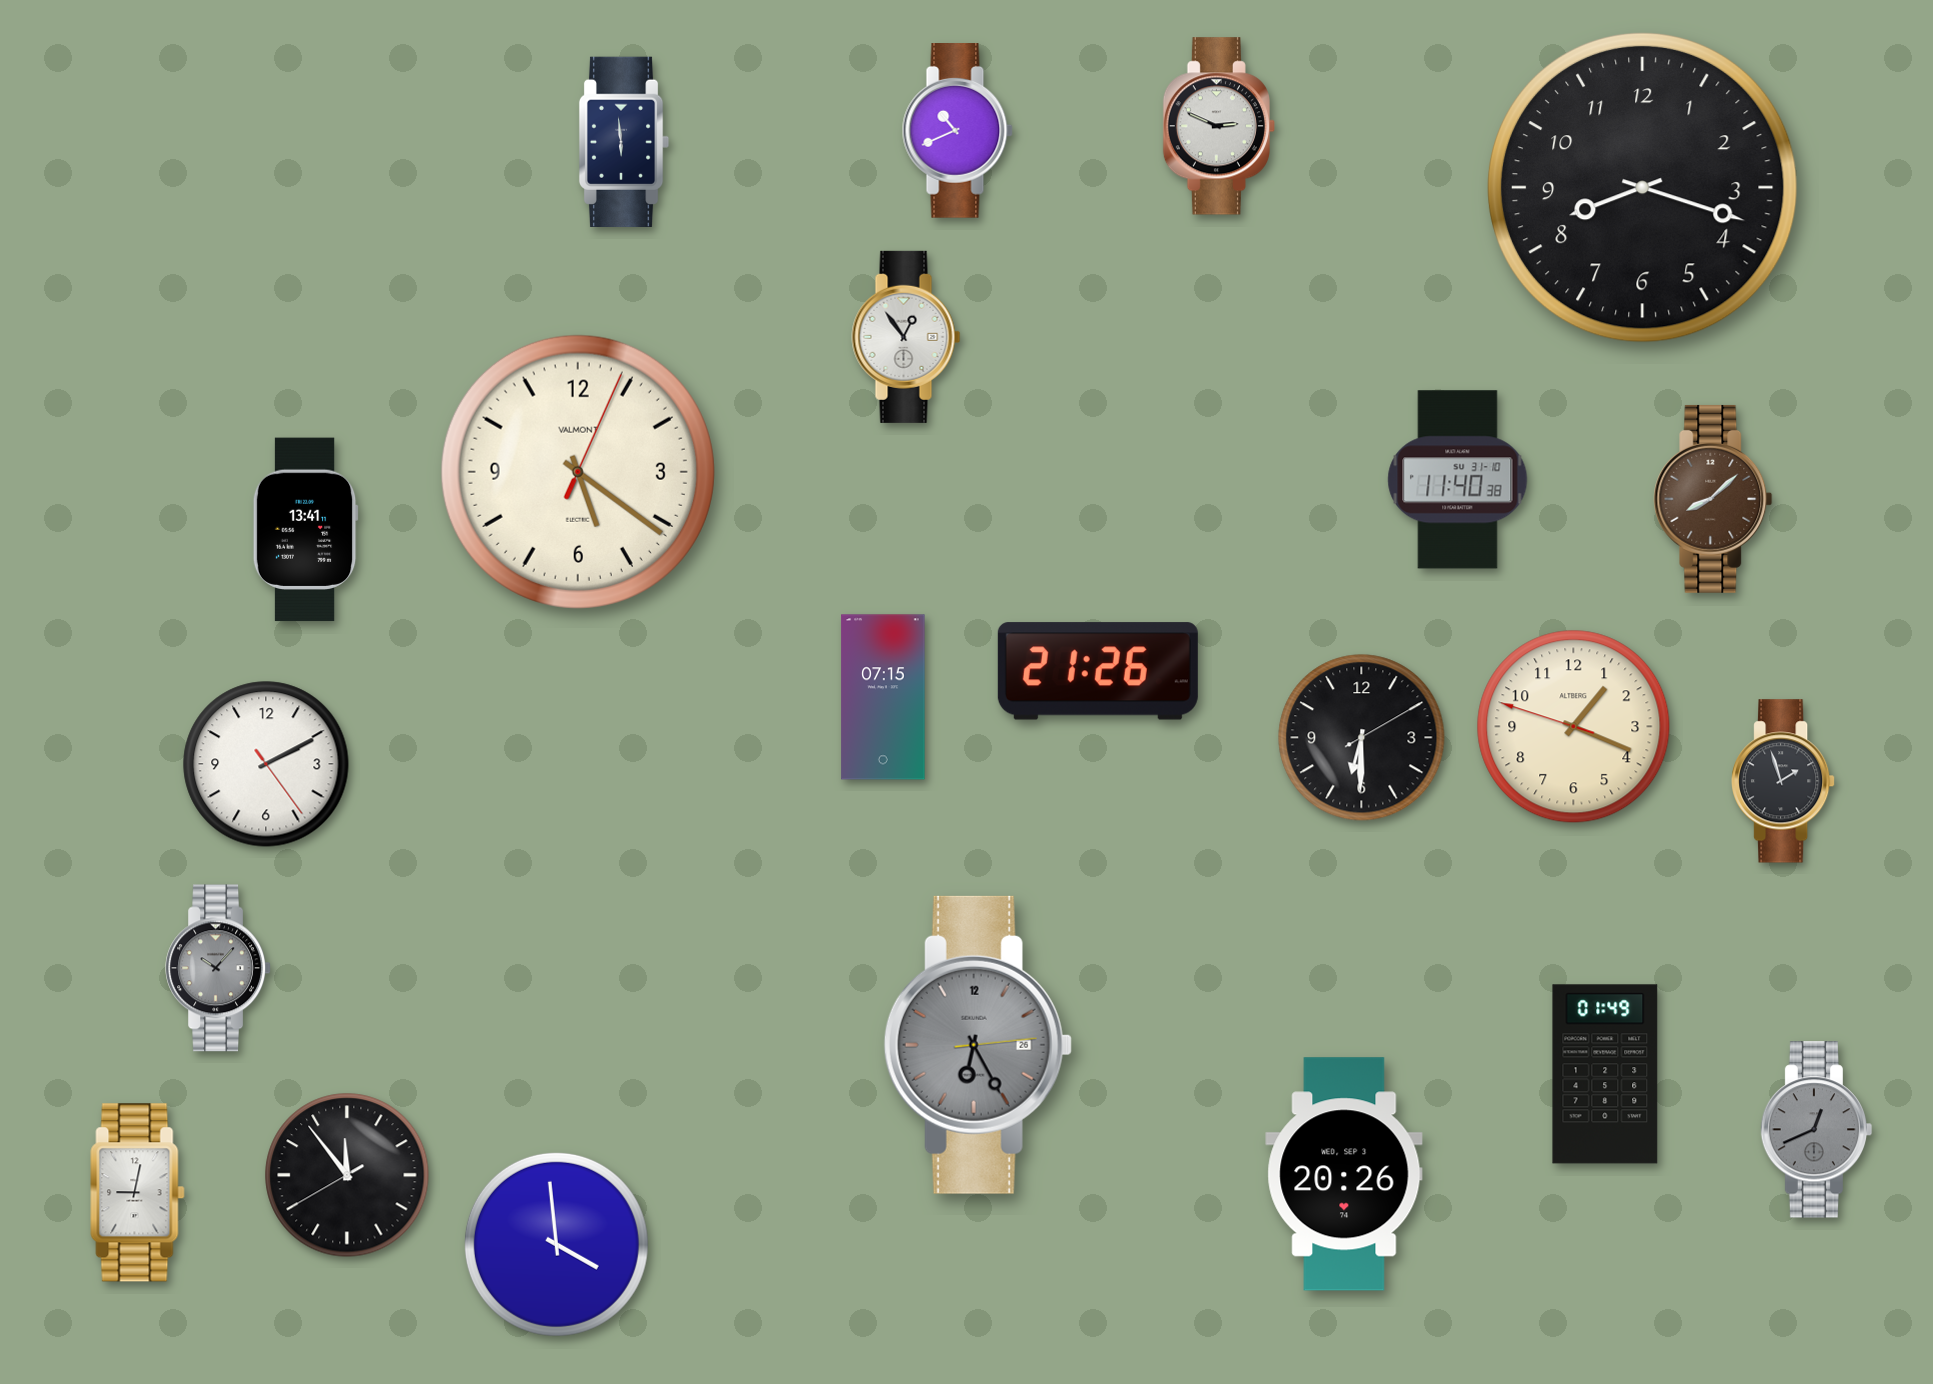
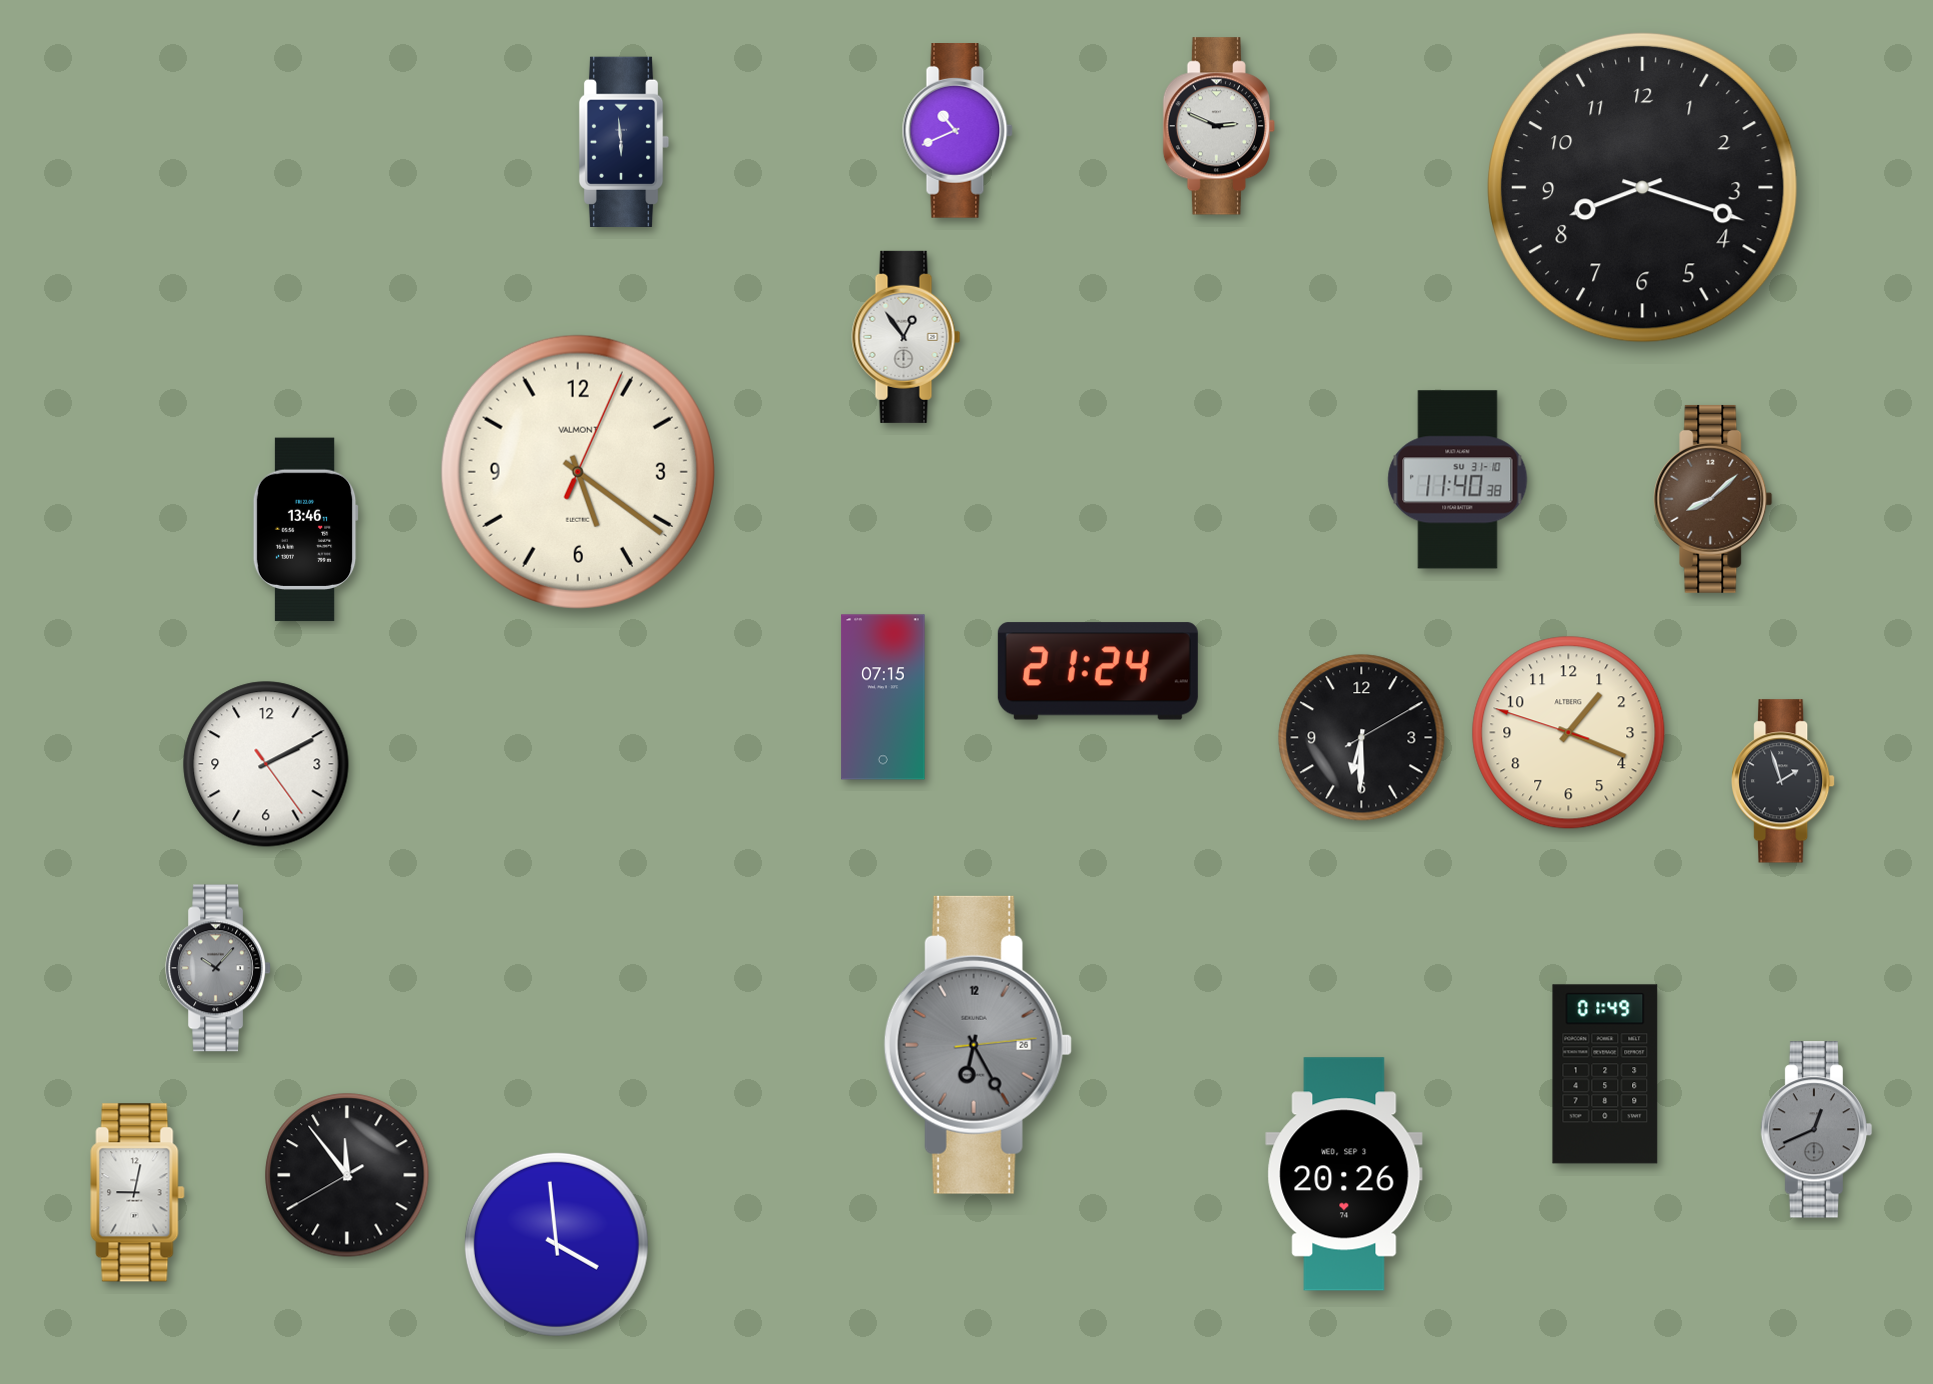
clock at (305, 530): 13:41 -> 13:46
clock at (1098, 671): 21:26 -> 21:24
clock at (1574, 727) position: (1574, 727) -> (1569, 733)
